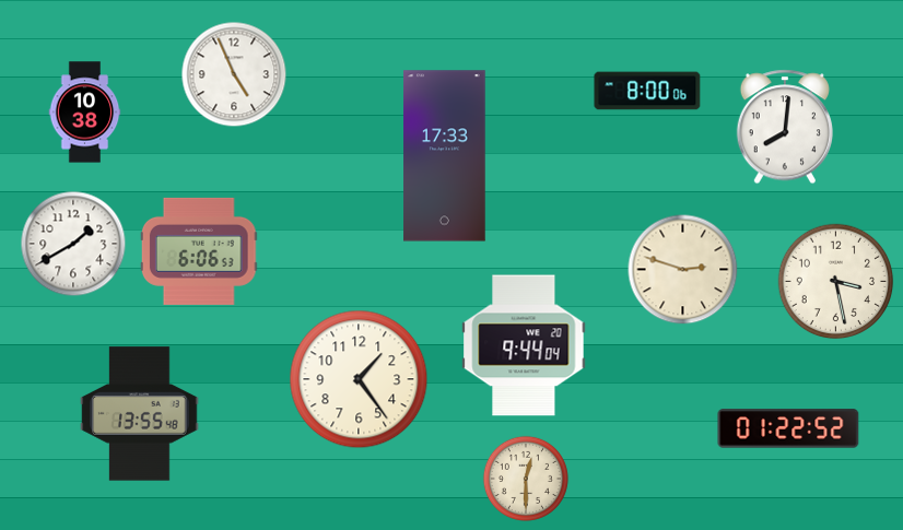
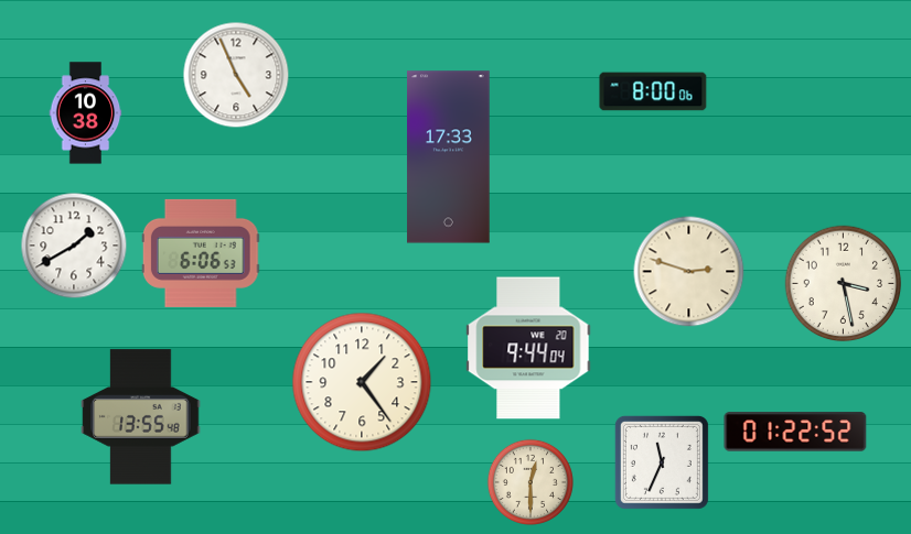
clock at (785, 127): 8:01 -> none
clock at (662, 462): none -> 11:34
